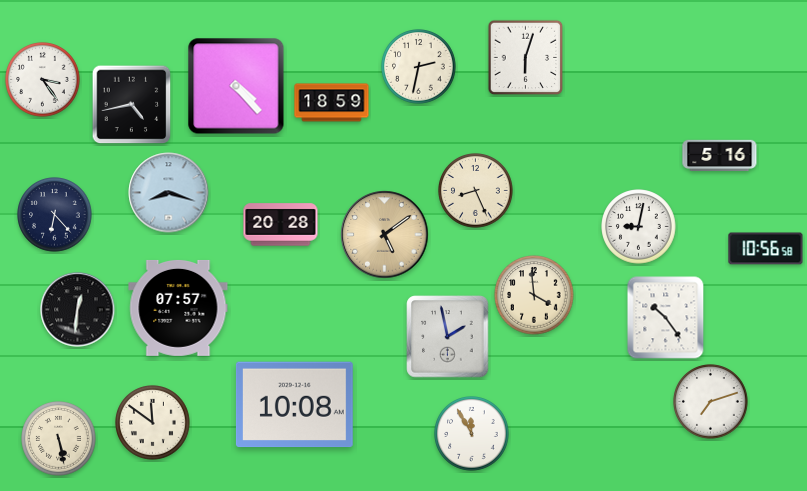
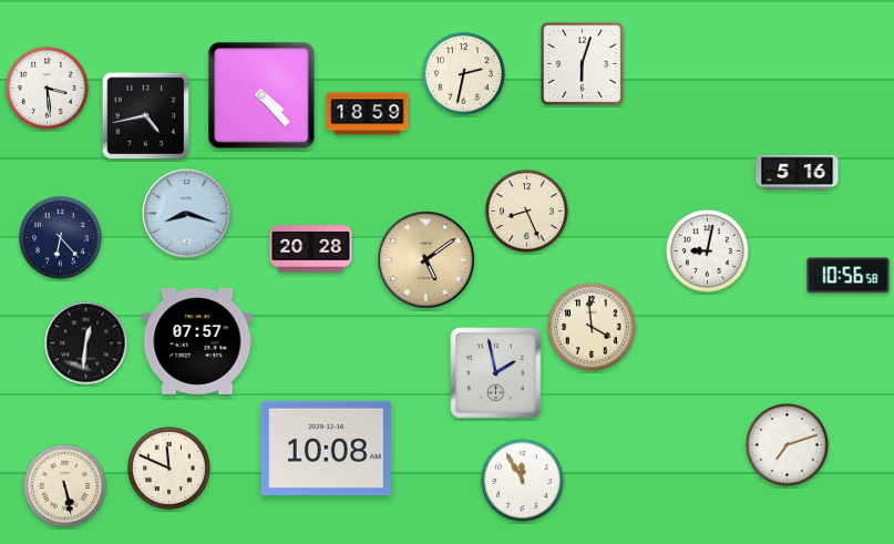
clock at (43, 80): 3:24 -> 3:29
clock at (666, 318): 10:24 -> none
clock at (153, 423): 11:51 -> 11:49
